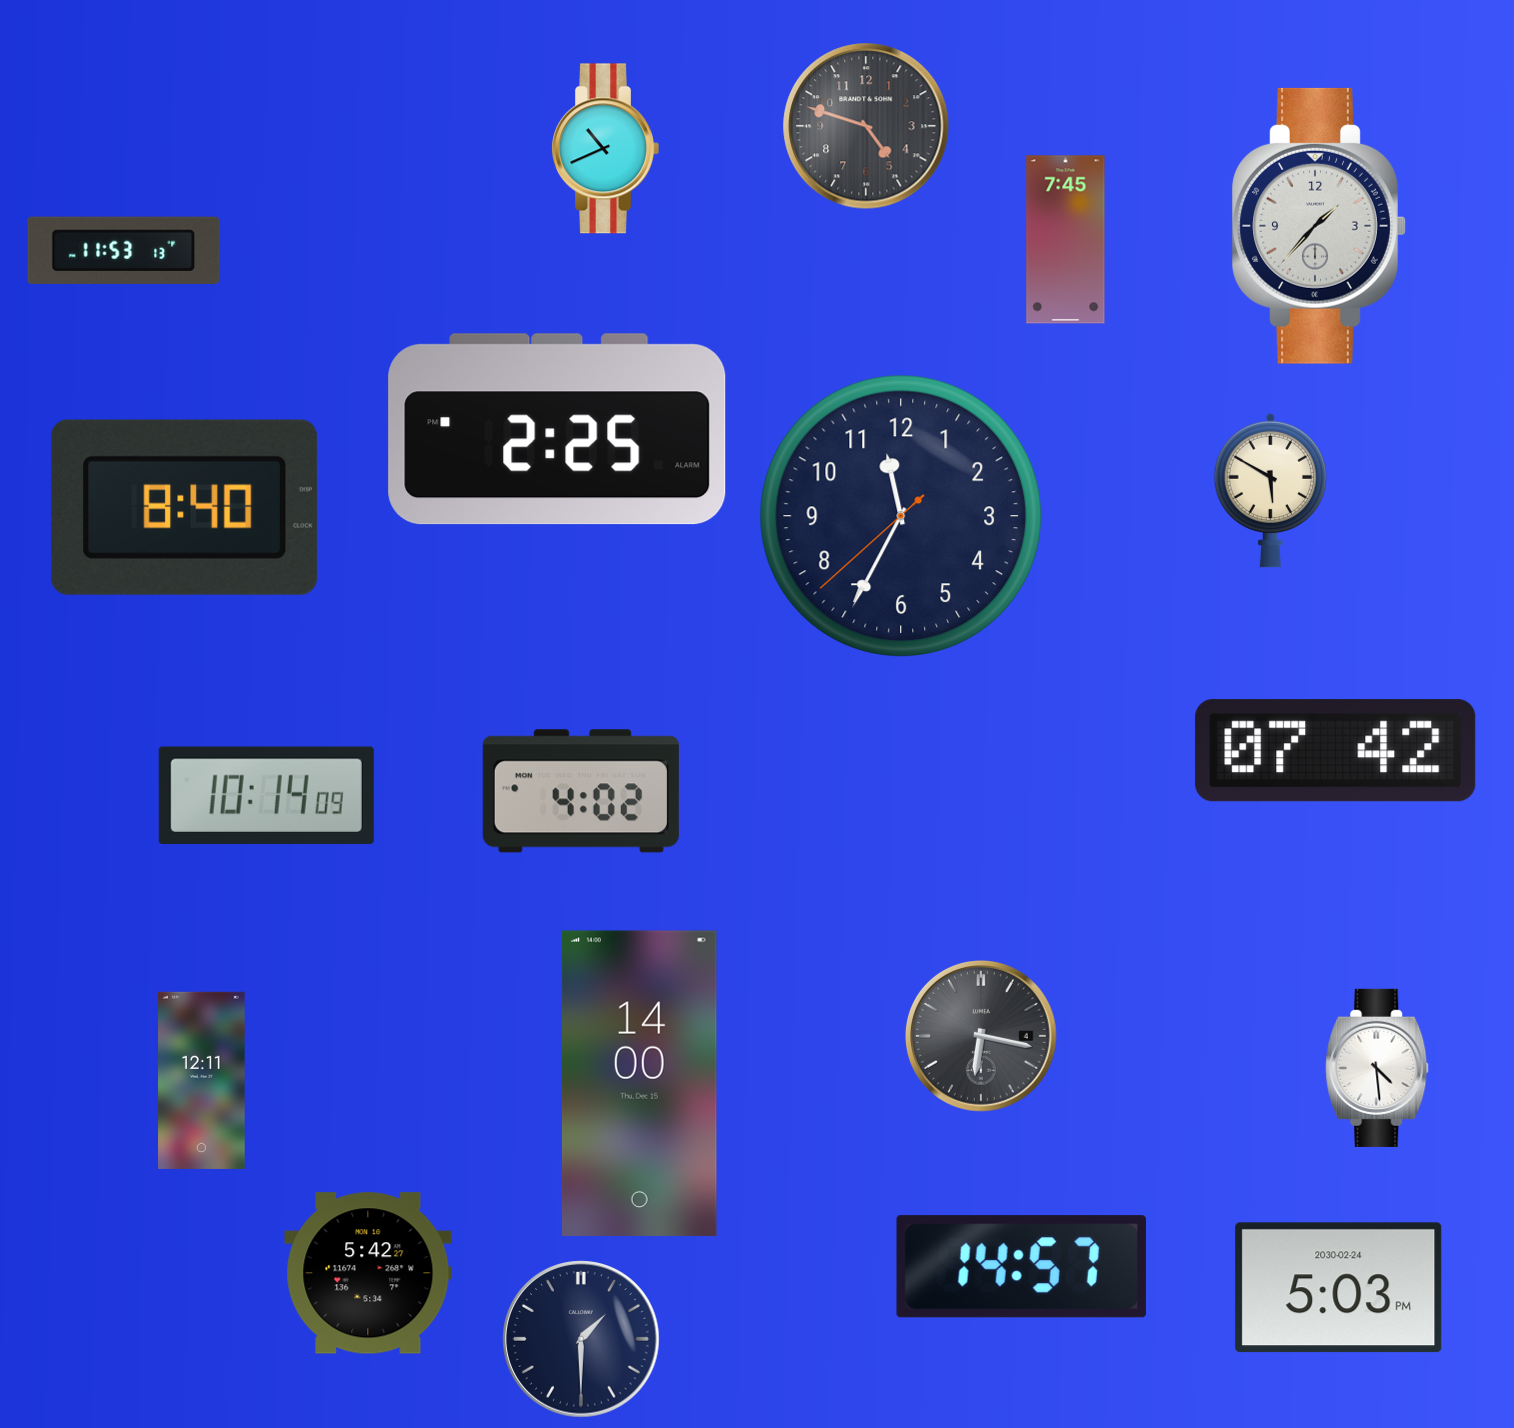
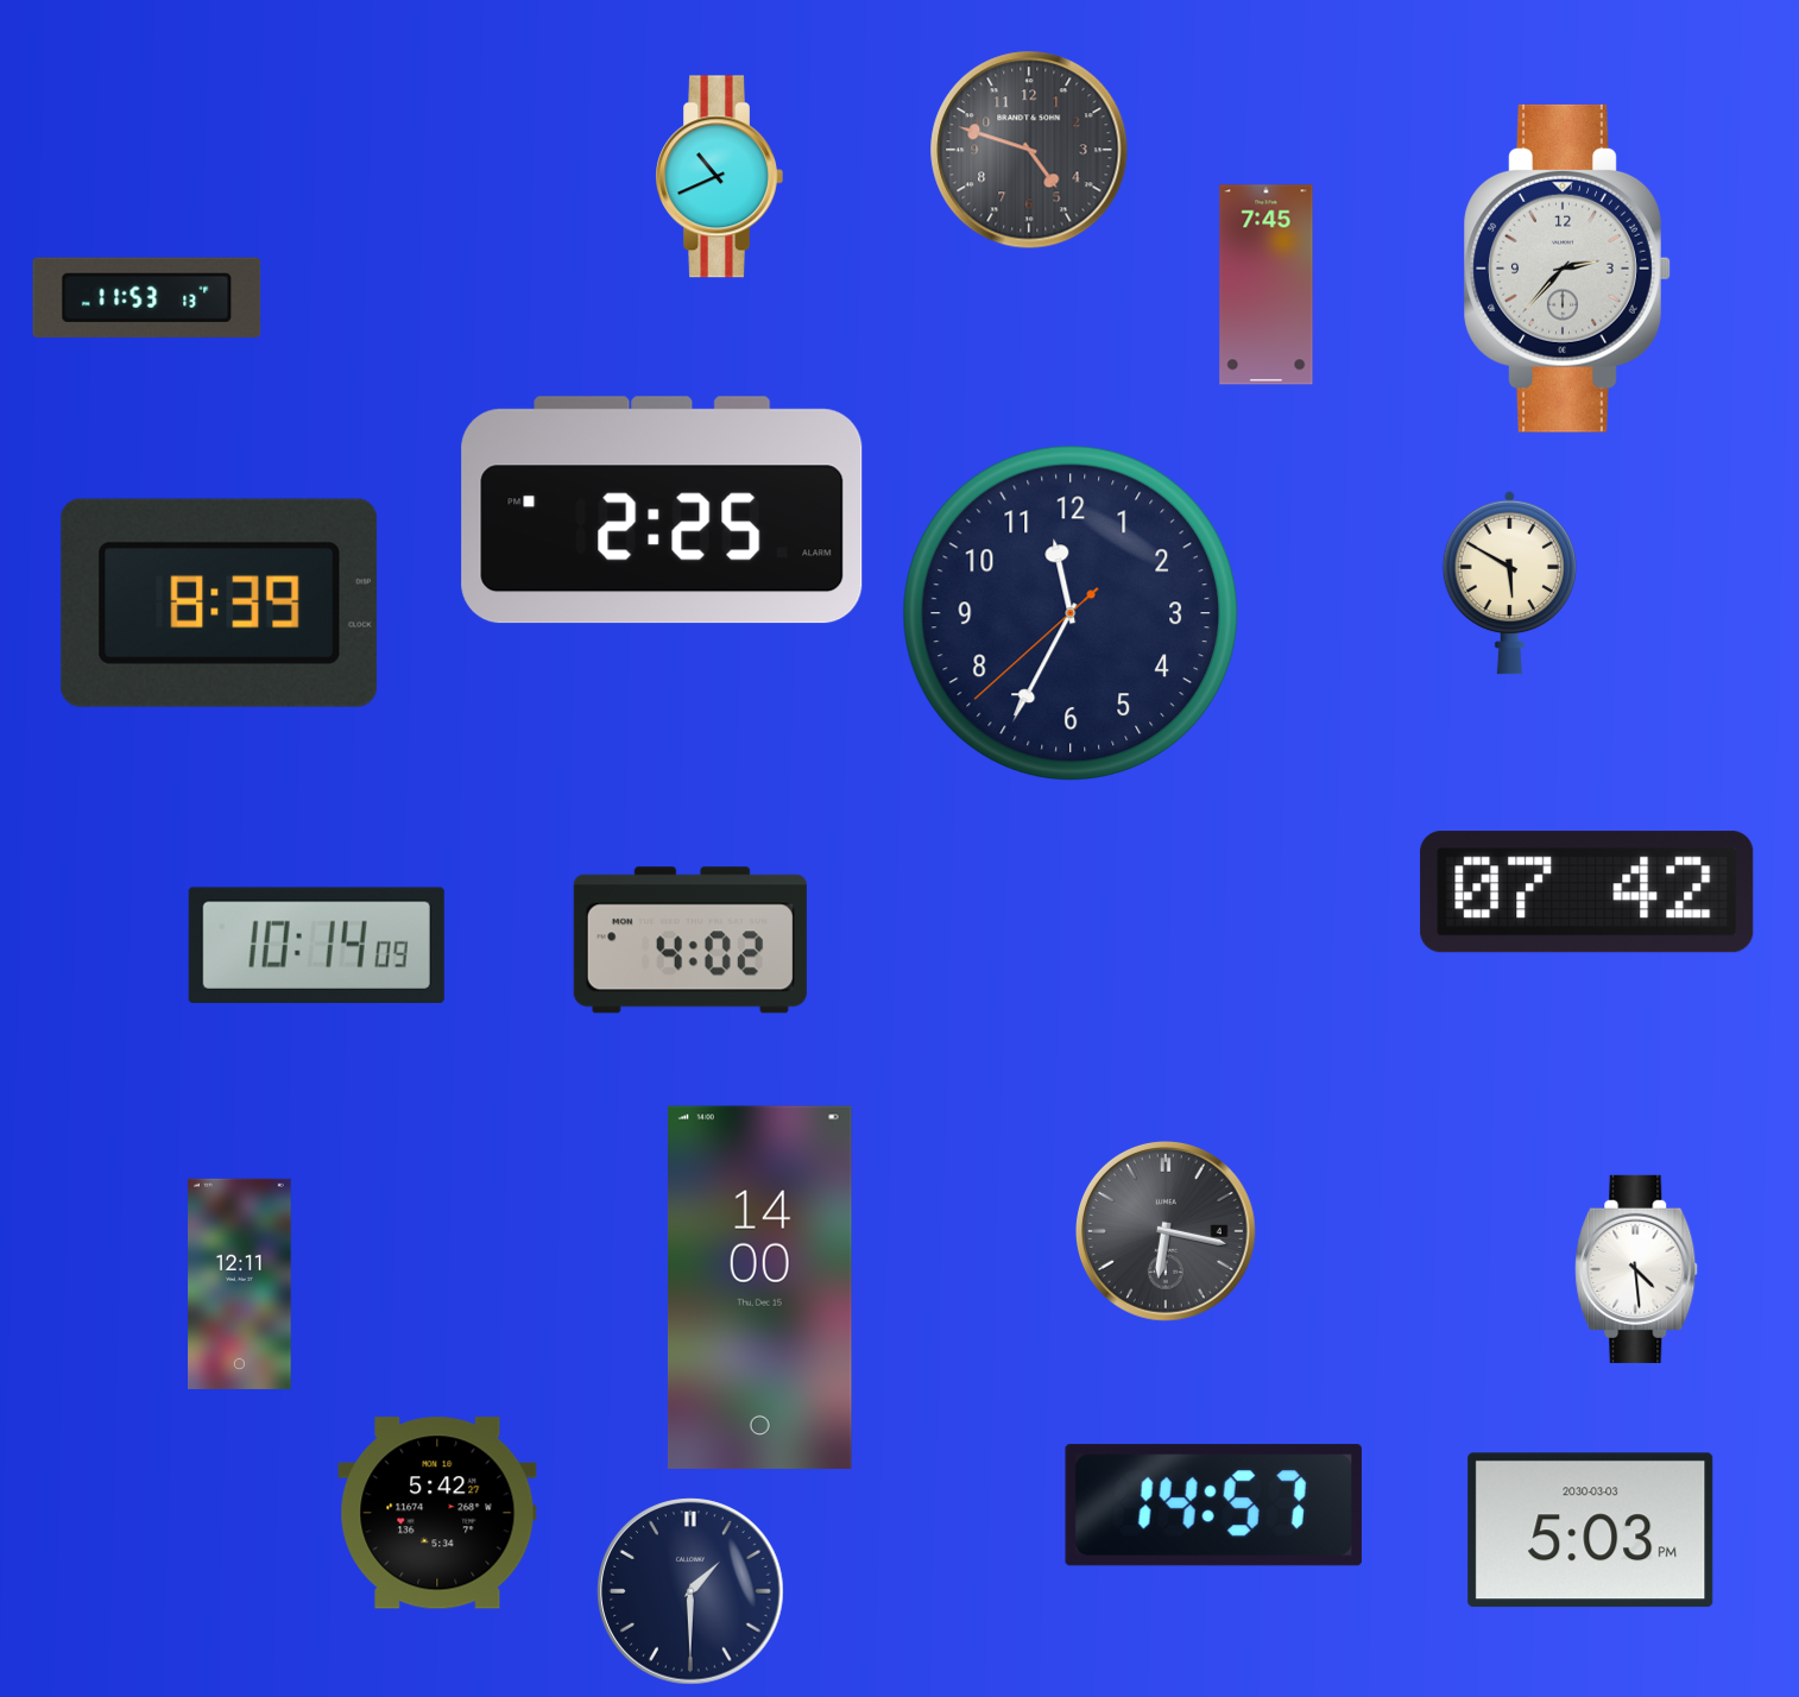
clock at (1319, 226): 1:37 -> 2:37
clock at (184, 507): 8:40 -> 8:39
clock at (1339, 1288) date: 2030-02-24 -> 2030-03-03
